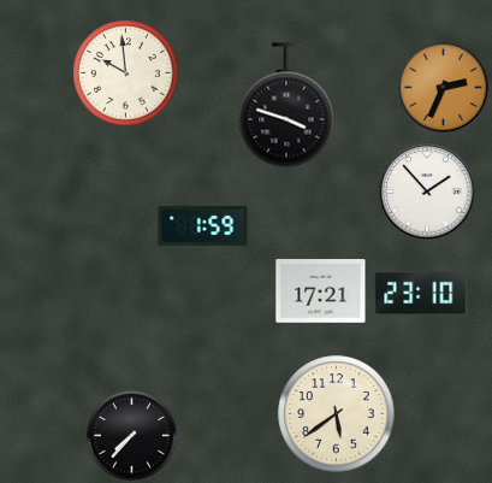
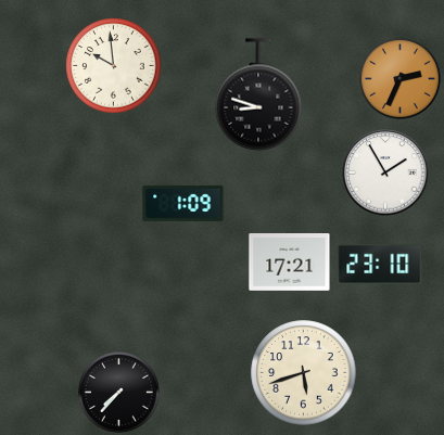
clock at (286, 105): 3:48 -> 8:48
clock at (427, 192): 1:53 -> 1:55
clock at (203, 225): 1:59 -> 1:09
clock at (337, 414): 5:39 -> 5:42
